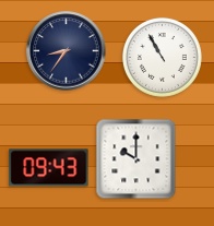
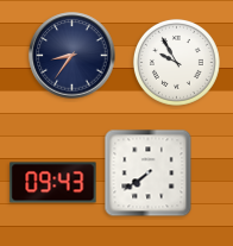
clock at (162, 57): 10:55 -> 9:55
clock at (136, 159): 10:00 -> 7:39
